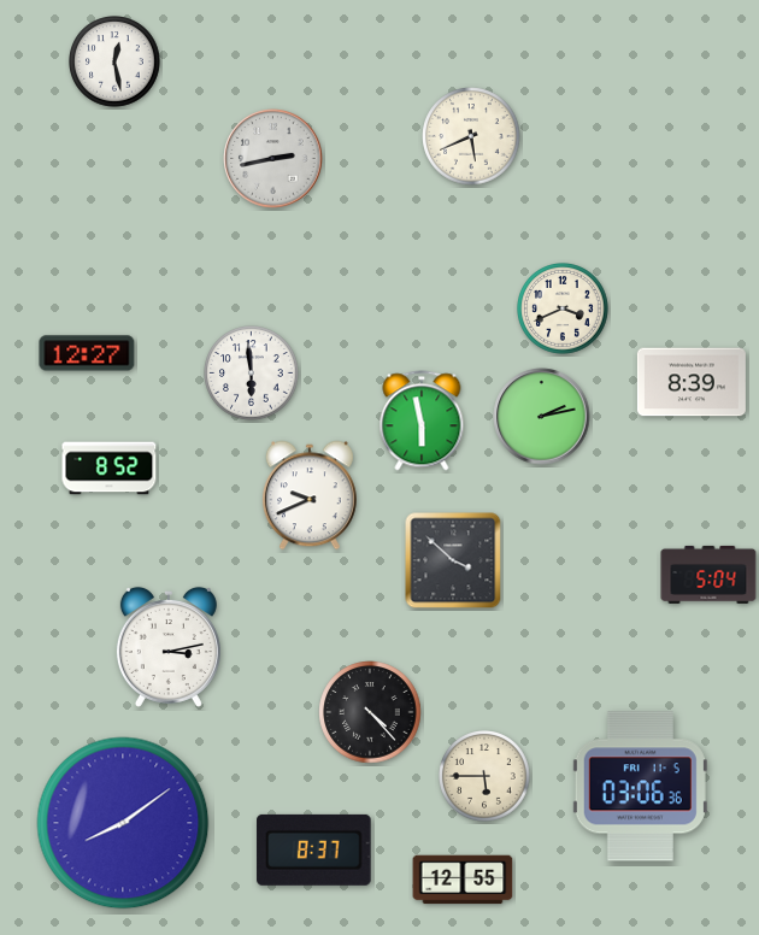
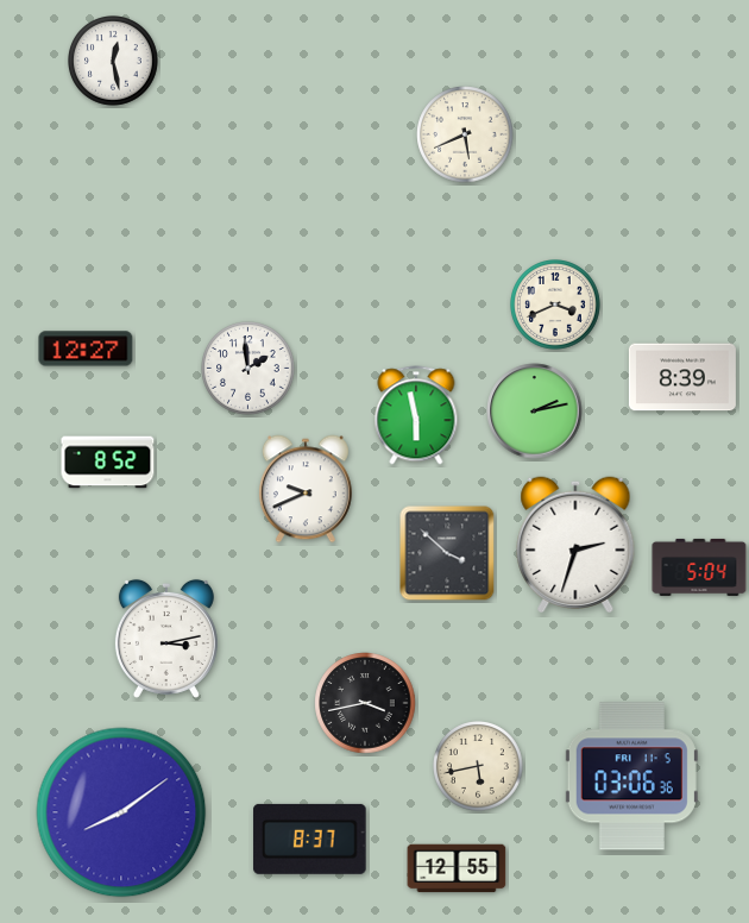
clock at (273, 159): 2:43 -> none
clock at (252, 374): 5:59 -> 1:59
clock at (575, 544): none -> 2:33
clock at (370, 712): 4:23 -> 3:43
clock at (486, 777): 5:45 -> 5:43
